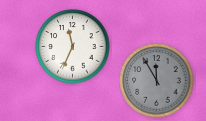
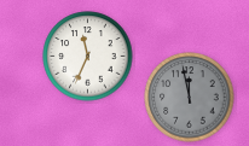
clock at (157, 81): 11:55 -> 11:58
